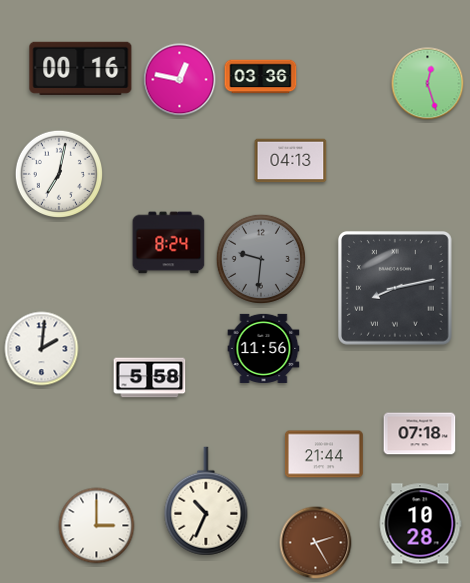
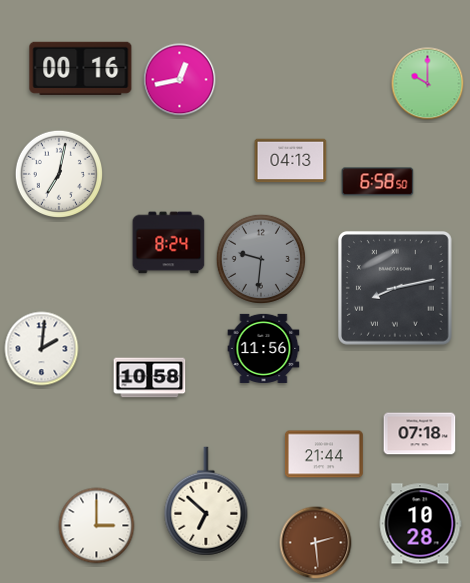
clock at (261, 77): 03:36 -> none
clock at (180, 80): 12:47 -> 12:43
clock at (428, 84): 12:27 -> 10:00
clock at (378, 182): none -> 6:58
clock at (150, 378): 5:58 -> 10:58
clock at (206, 501): 10:34 -> 6:52
clock at (316, 543): 2:25 -> 2:29
